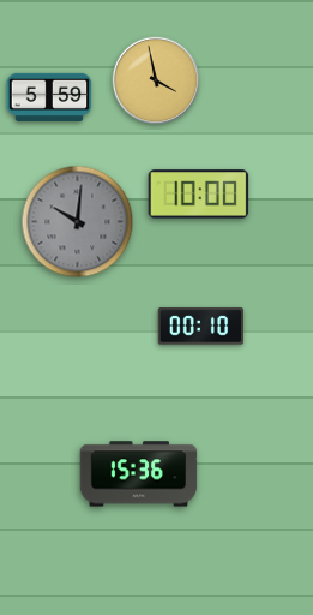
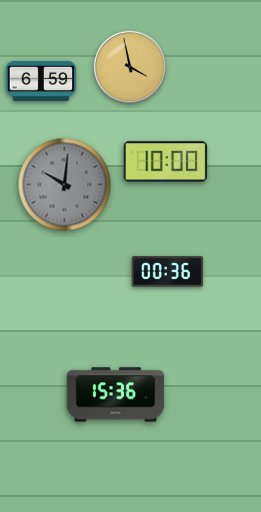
clock at (49, 97): 5:59 -> 6:59
clock at (201, 327): 00:10 -> 00:36
